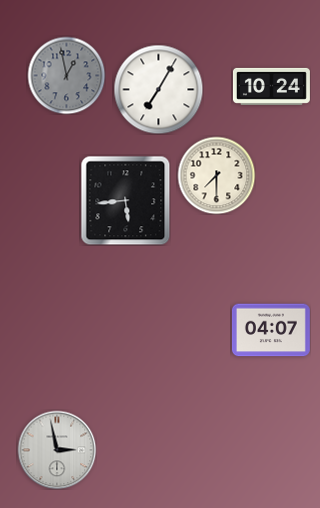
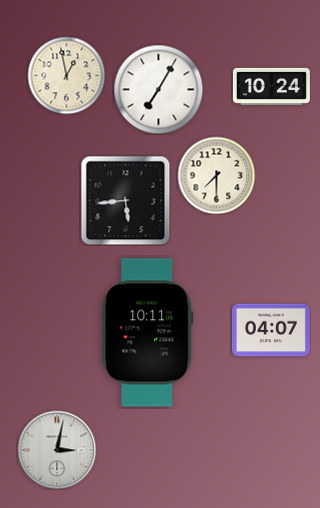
clock at (66, 75) dial: grey -> cream
clock at (148, 333): none -> 10:11
clock at (57, 450): 2:58 -> 3:02
